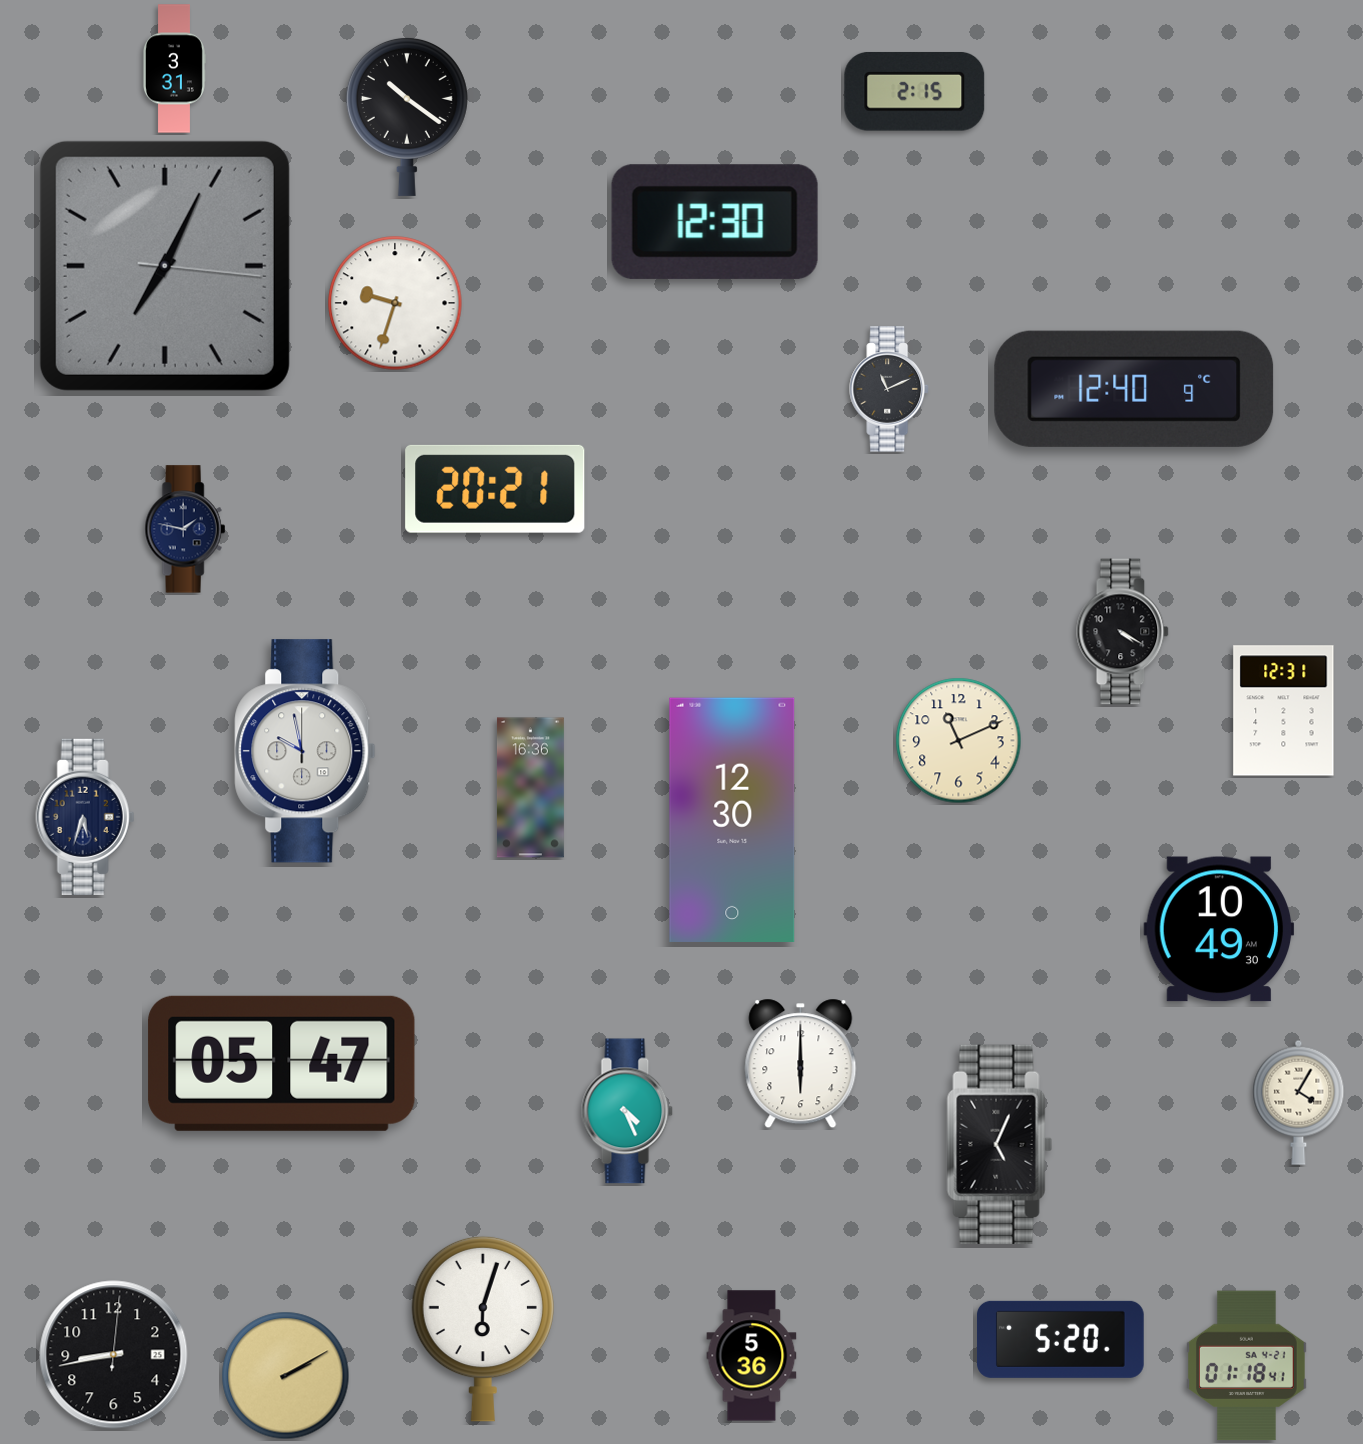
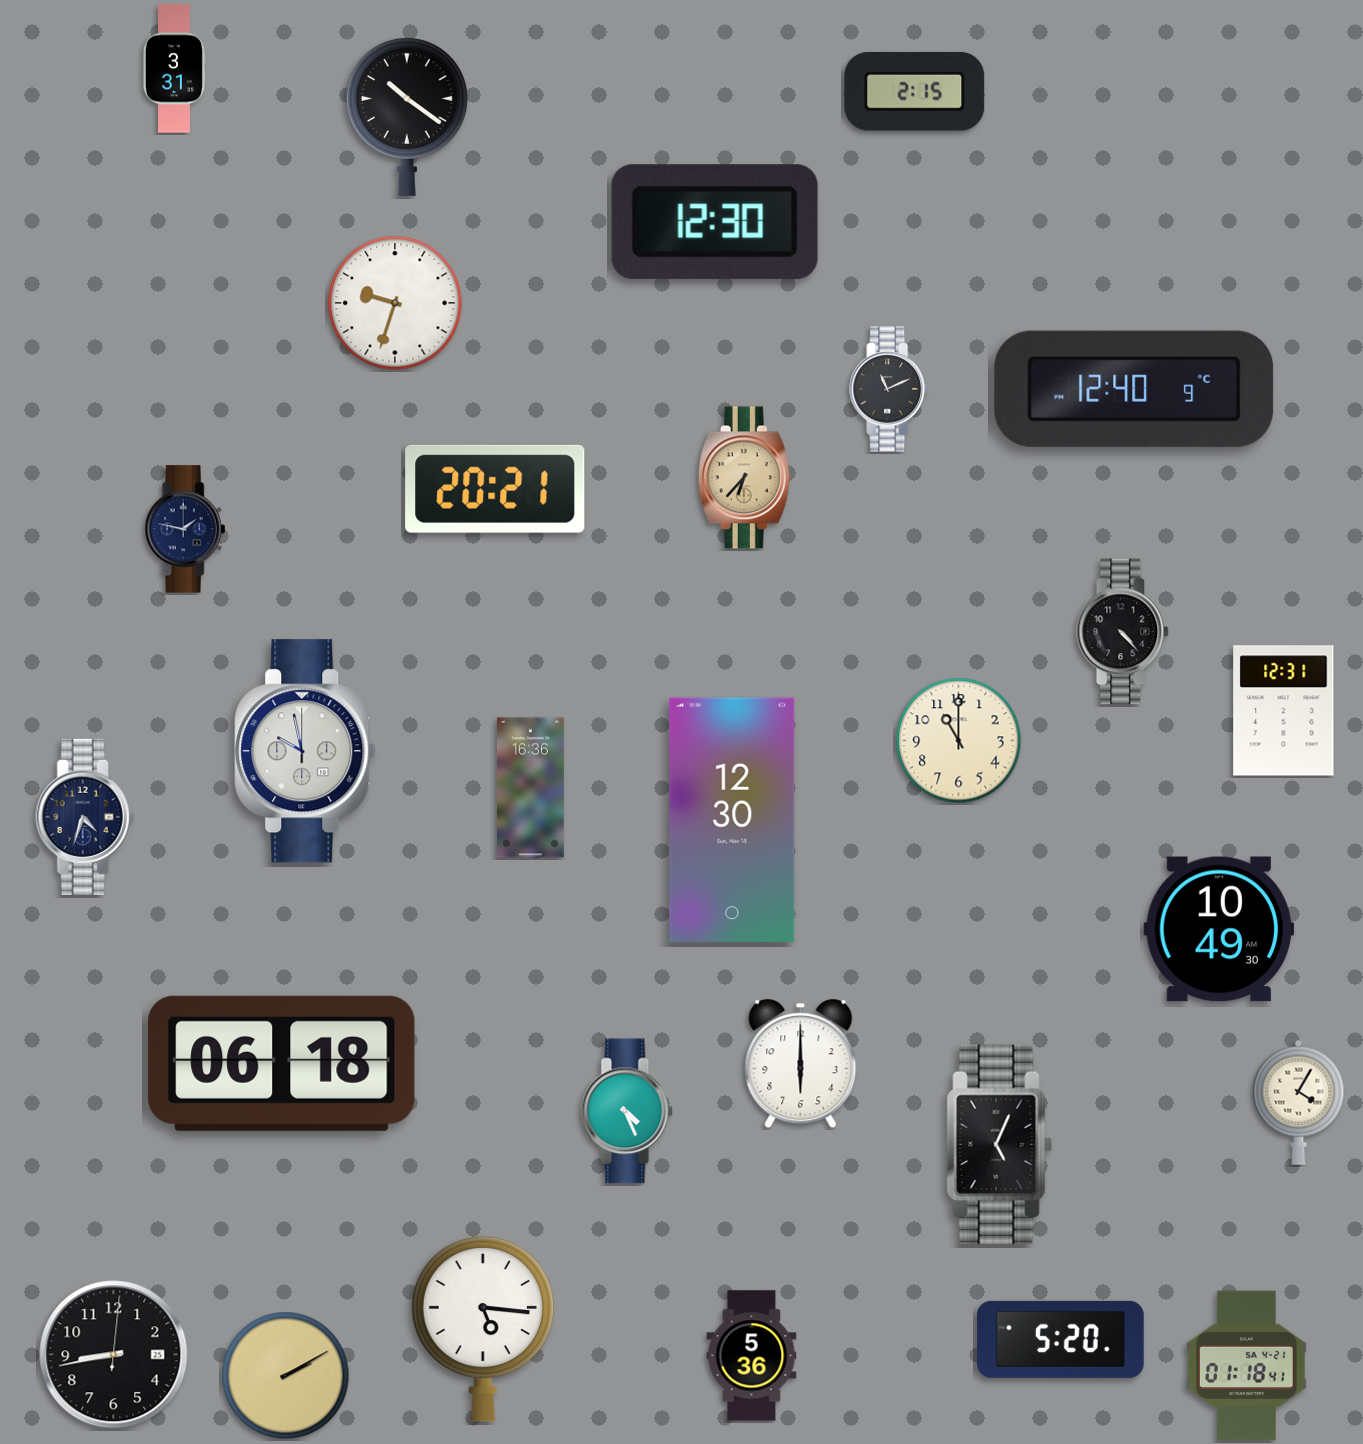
clock at (165, 266): 7:04 -> none
clock at (744, 478): none -> 6:37
clock at (1123, 632): 4:20 -> 4:23
clock at (959, 741): 11:11 -> 11:00
clock at (85, 817): 5:33 -> 4:33
clock at (282, 1063): 05:47 -> 06:18
clock at (483, 1329): 6:03 -> 5:16
